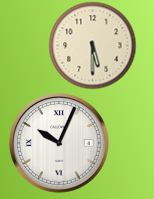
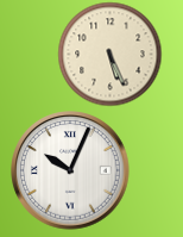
clock at (92, 45): 5:30 -> 5:26
